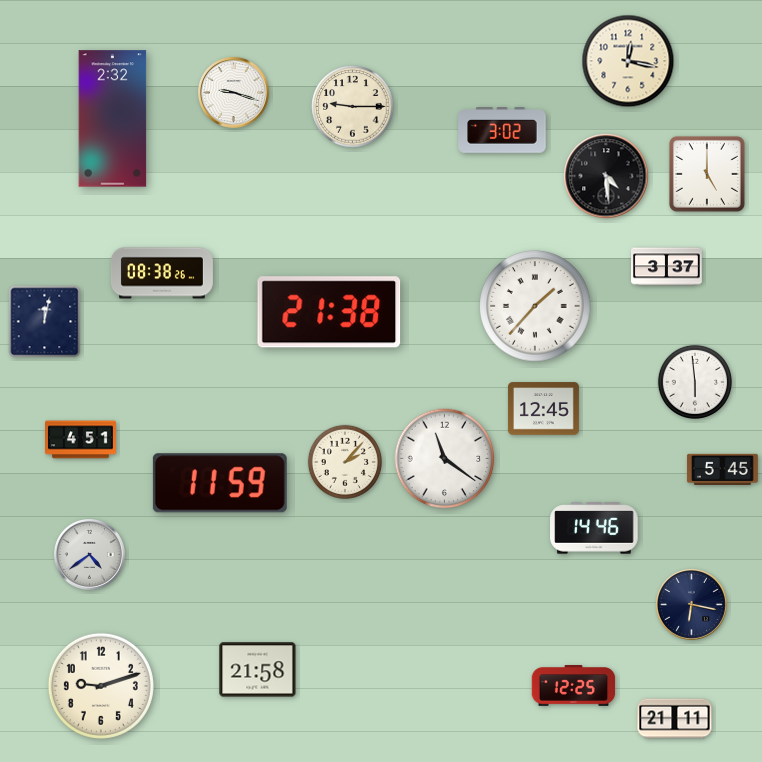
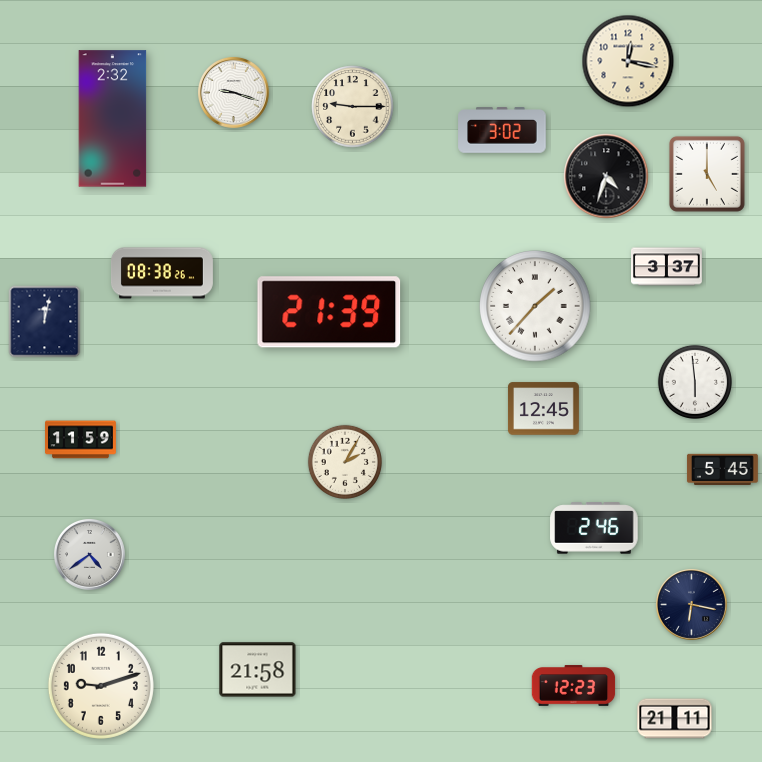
clock at (606, 176): 4:29 -> 4:33
clock at (329, 312): 21:38 -> 21:39
clock at (81, 440): 4:51 -> 11:59
clock at (445, 459): 11:21 -> none
clock at (345, 462): 2:07 -> 2:05
clock at (220, 483): 11:59 -> none
clock at (594, 528): 14:46 -> 2:46
clock at (574, 686): 12:25 -> 12:23
